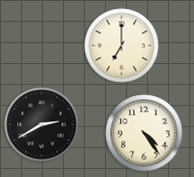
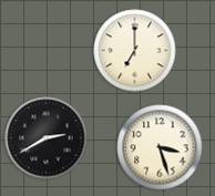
clock at (144, 133): 4:24 -> 3:27
